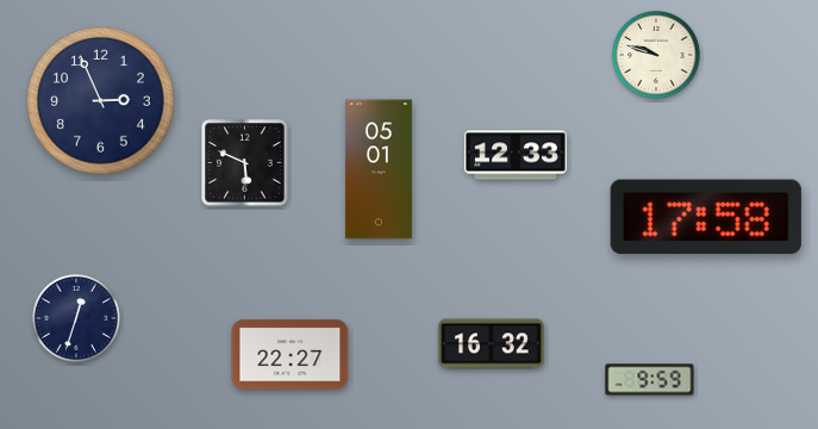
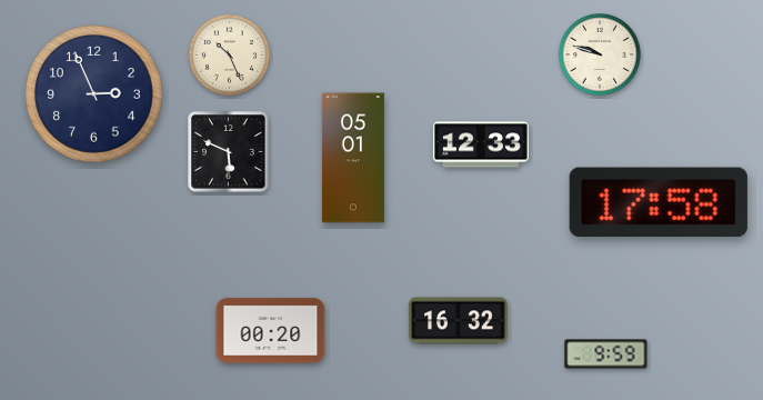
clock at (656, 55) position: (656, 55) -> (600, 54)
clock at (229, 54): none -> 10:26
clock at (76, 318): 12:33 -> none
clock at (291, 355): 22:27 -> 00:20
